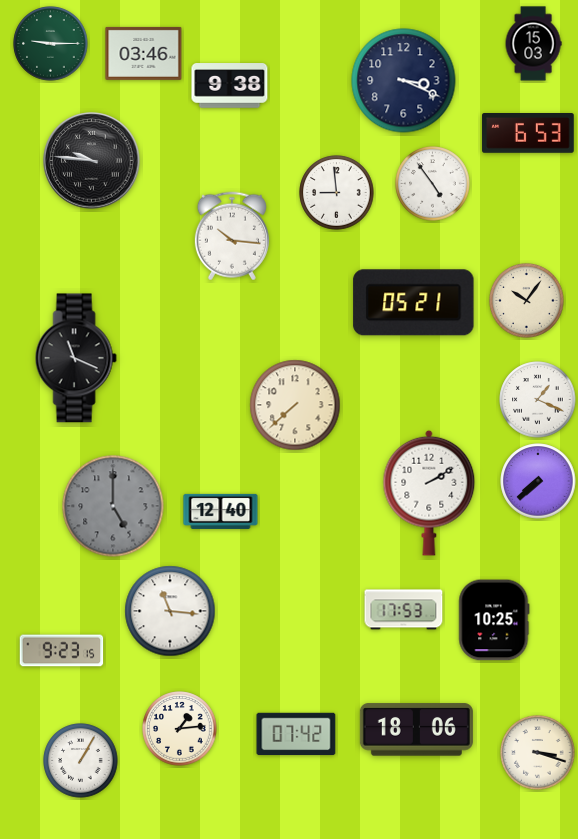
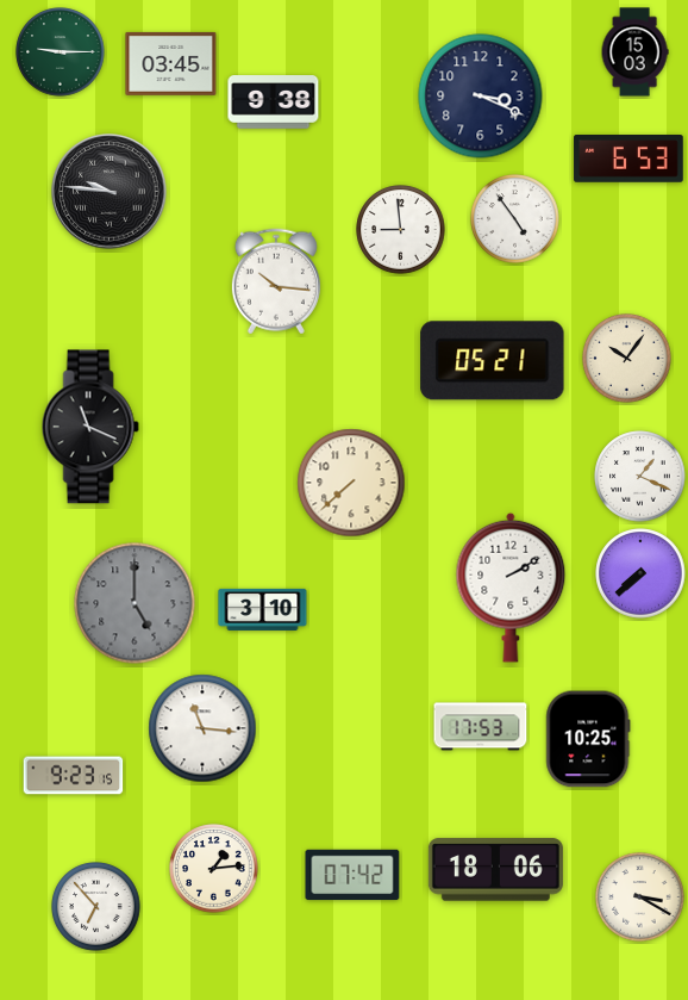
clock at (144, 53): 03:46 -> 03:45
clock at (221, 511): 12:40 -> 3:10
clock at (538, 753): 3:18 -> 3:20
clock at (81, 761): 1:05 -> 6:53
